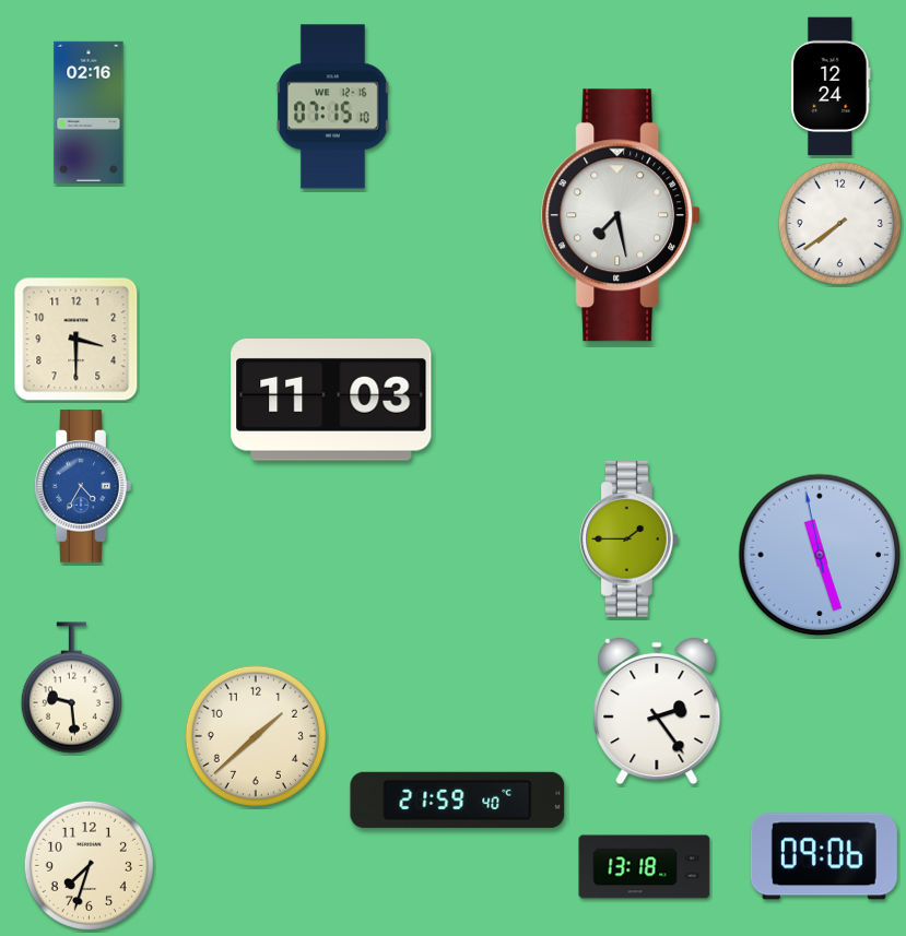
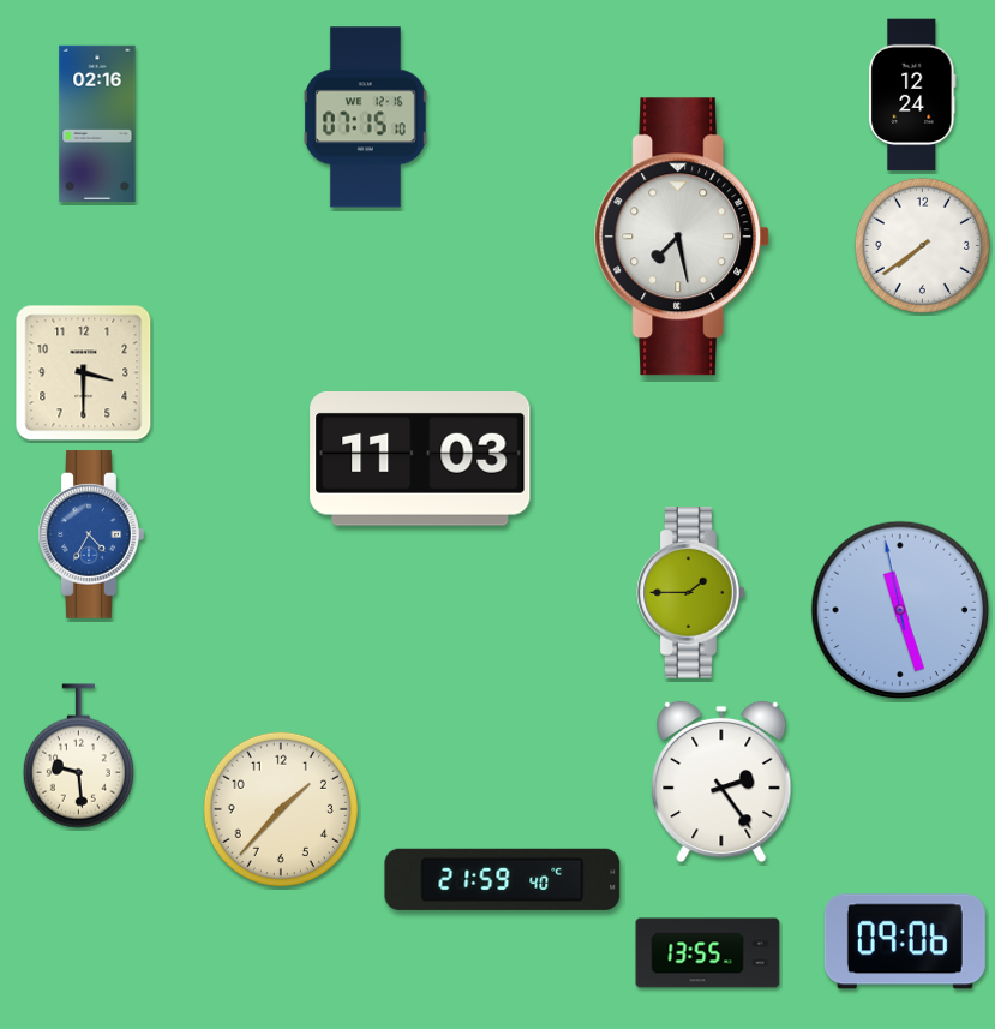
clock at (331, 401) position: (331, 401) -> (420, 460)
clock at (255, 735): 1:38 -> 1:37
clock at (89, 865): 7:33 -> none
clock at (645, 867): 13:18 -> 13:55
